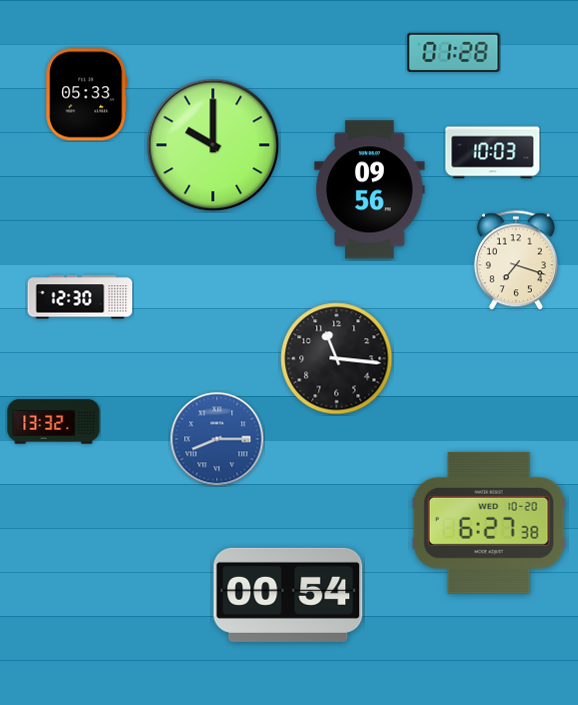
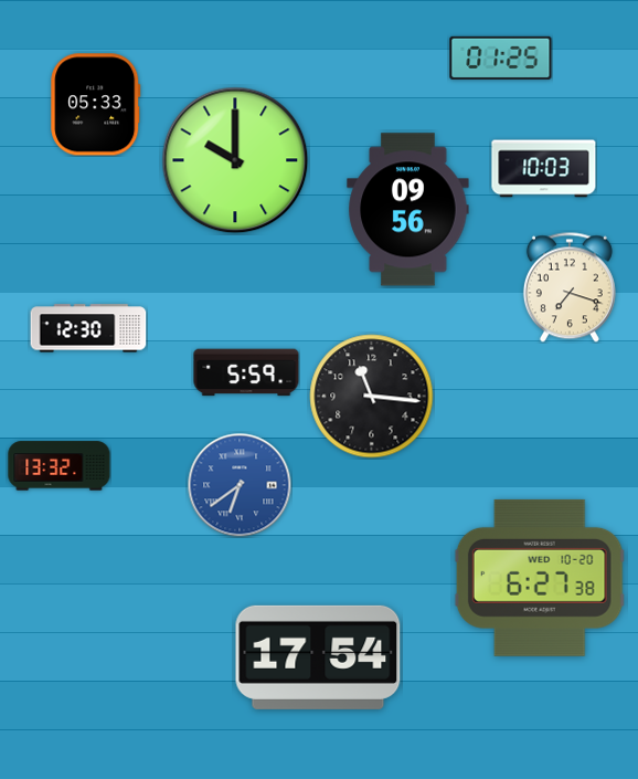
clock at (454, 52): 01:28 -> 01:25
clock at (246, 372): none -> 5:59
clock at (217, 439): 8:15 -> 6:39
clock at (288, 595): 00:54 -> 17:54
